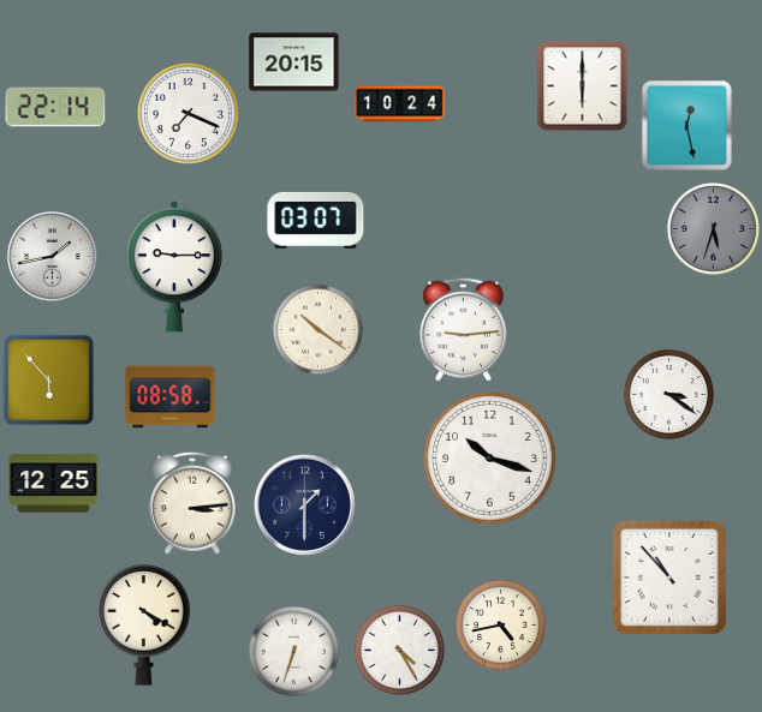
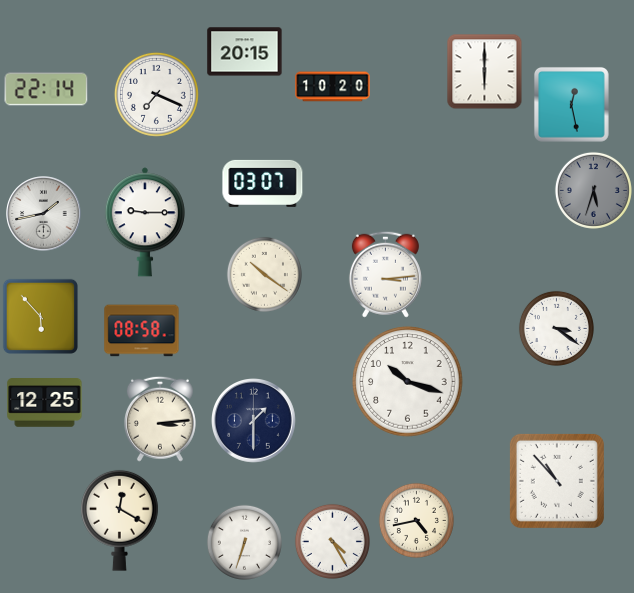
clock at (400, 104): 10:24 -> 10:20
clock at (463, 329): 9:14 -> 3:14
clock at (144, 624): 4:20 -> 12:20
